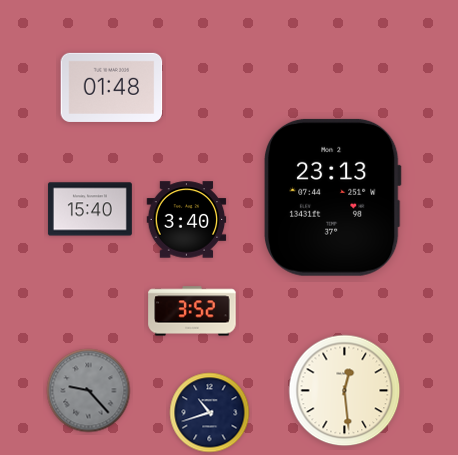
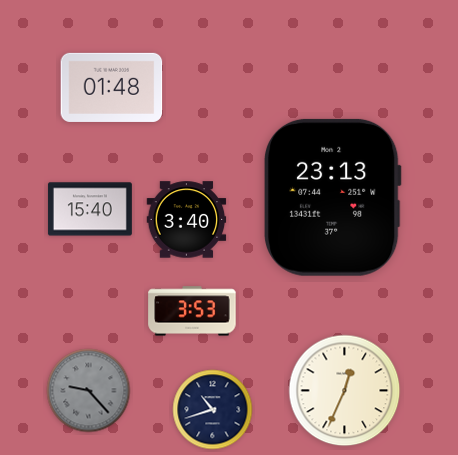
clock at (192, 311): 3:52 -> 3:53
clock at (345, 391): 12:29 -> 12:34
clock at (210, 413) position: (210, 413) -> (213, 410)
